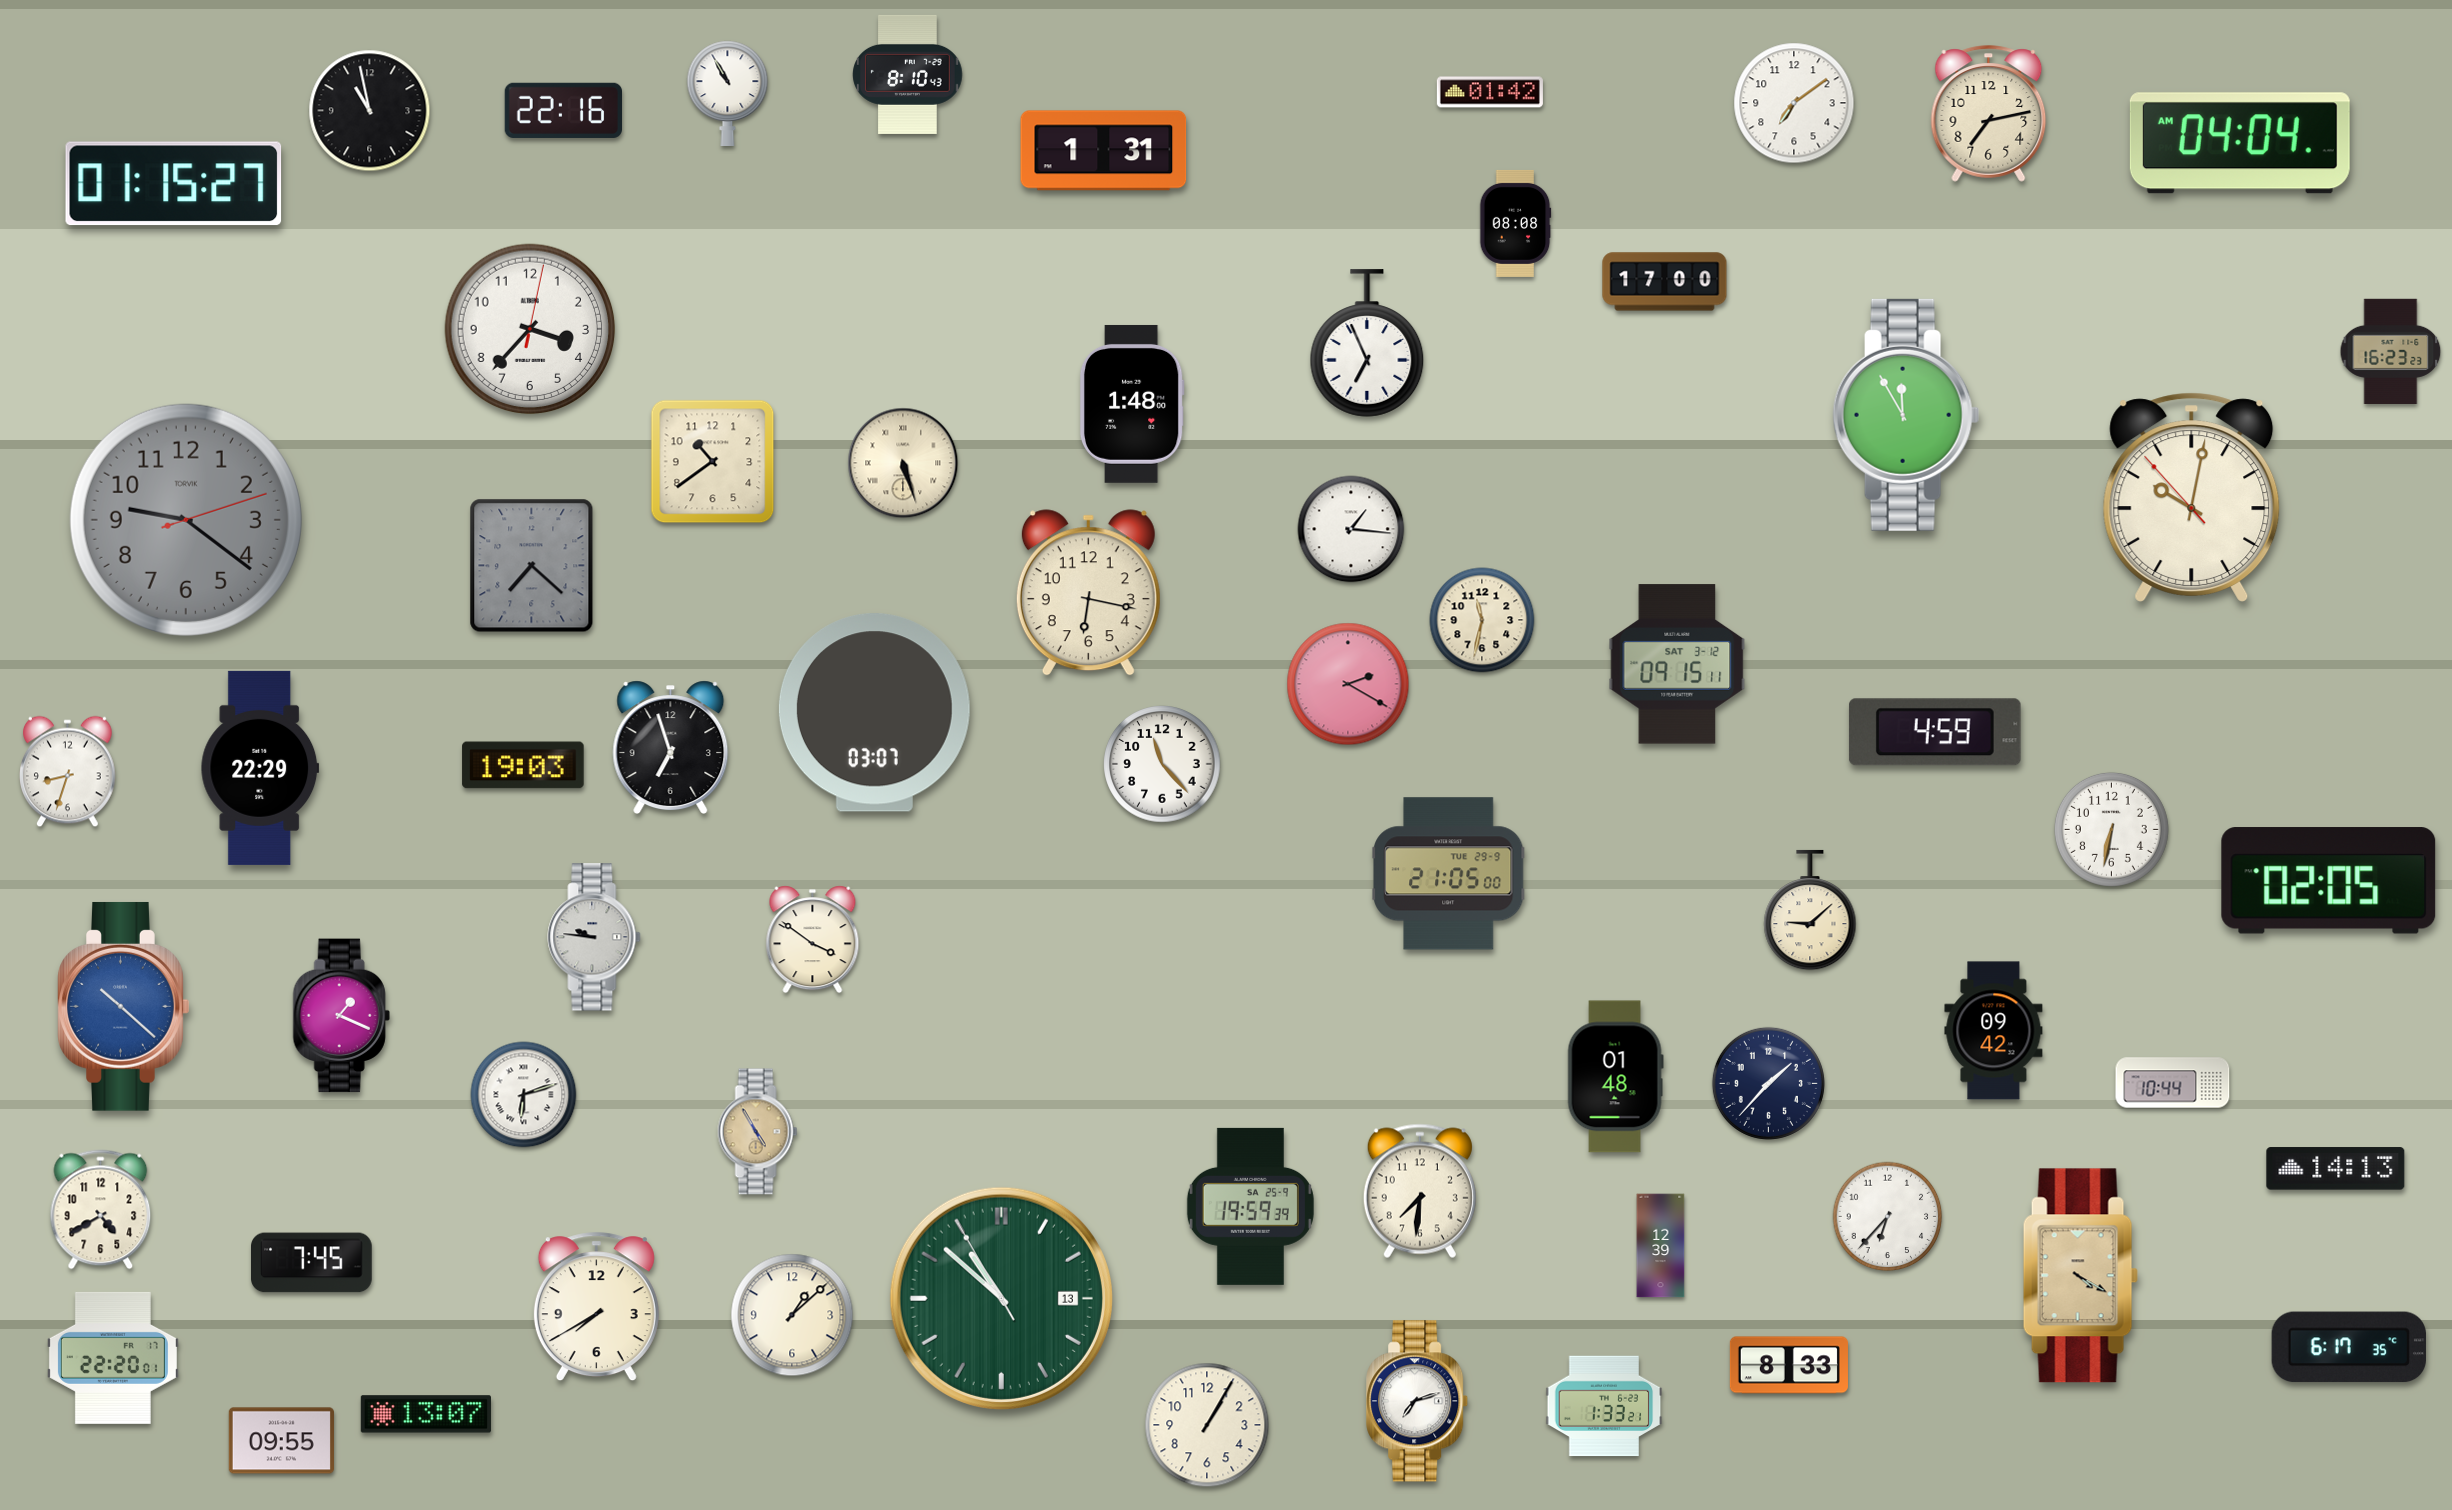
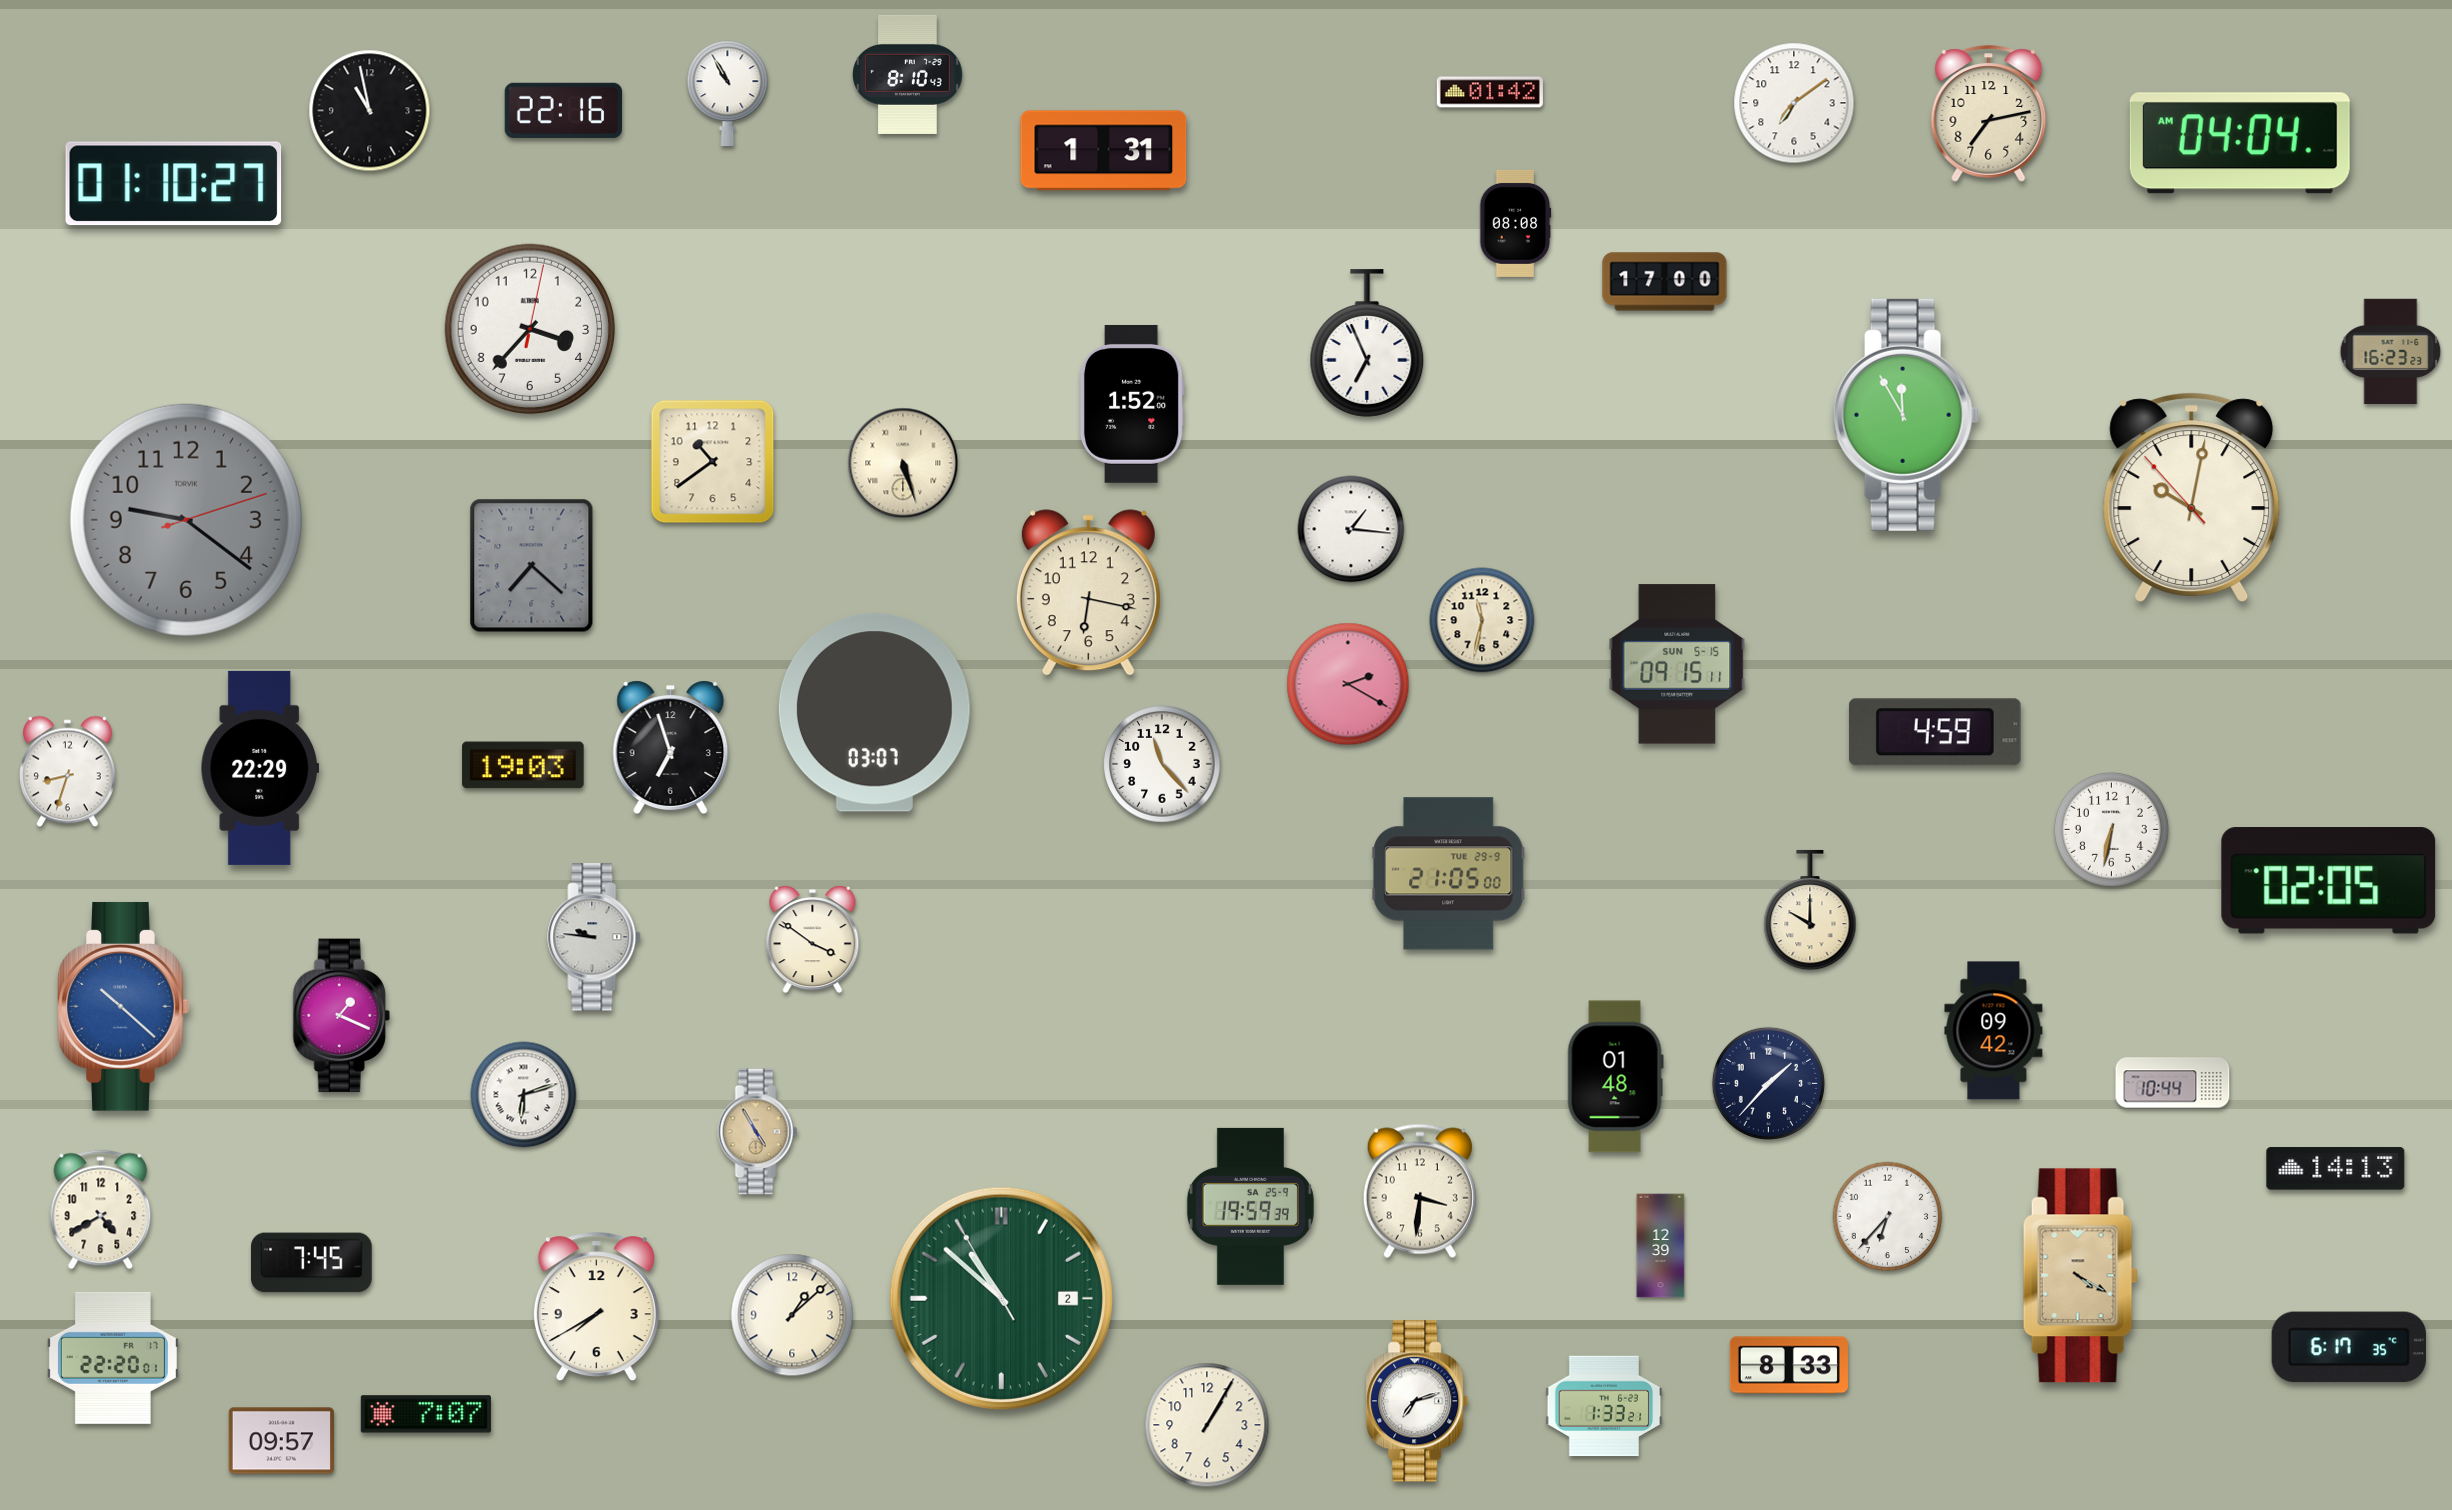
clock at (174, 184): 01:15 -> 01:10
clock at (1132, 404): 1:48 -> 1:52
clock at (1677, 664) date: SAT 3-12 -> SUN 5-15
clock at (1810, 910): 9:08 -> 10:00
clock at (1420, 1191): 7:31 -> 3:31
clock at (1001, 1298) date: 13 -> 2
clock at (426, 1414): 13:07 -> 7:07
clock at (281, 1441): 09:55 -> 09:57
